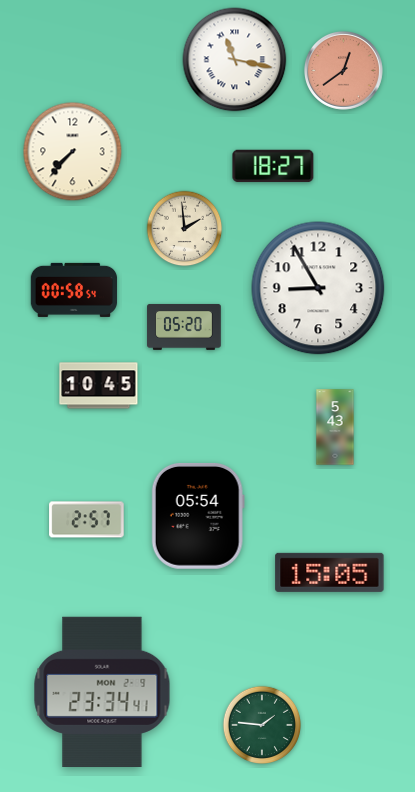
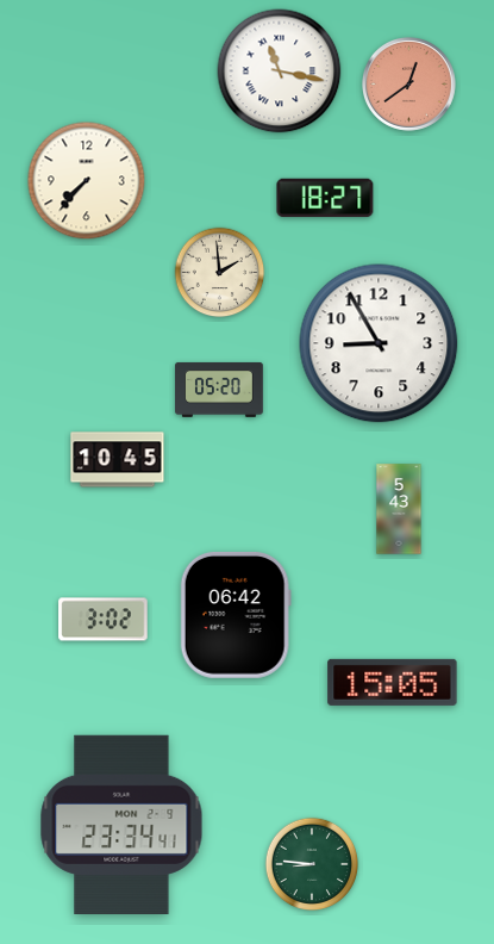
clock at (74, 290): 00:58 -> none
clock at (198, 516): 05:54 -> 06:42
clock at (87, 520): 2:57 -> 3:02
clock at (261, 724): 1:46 -> 8:46
